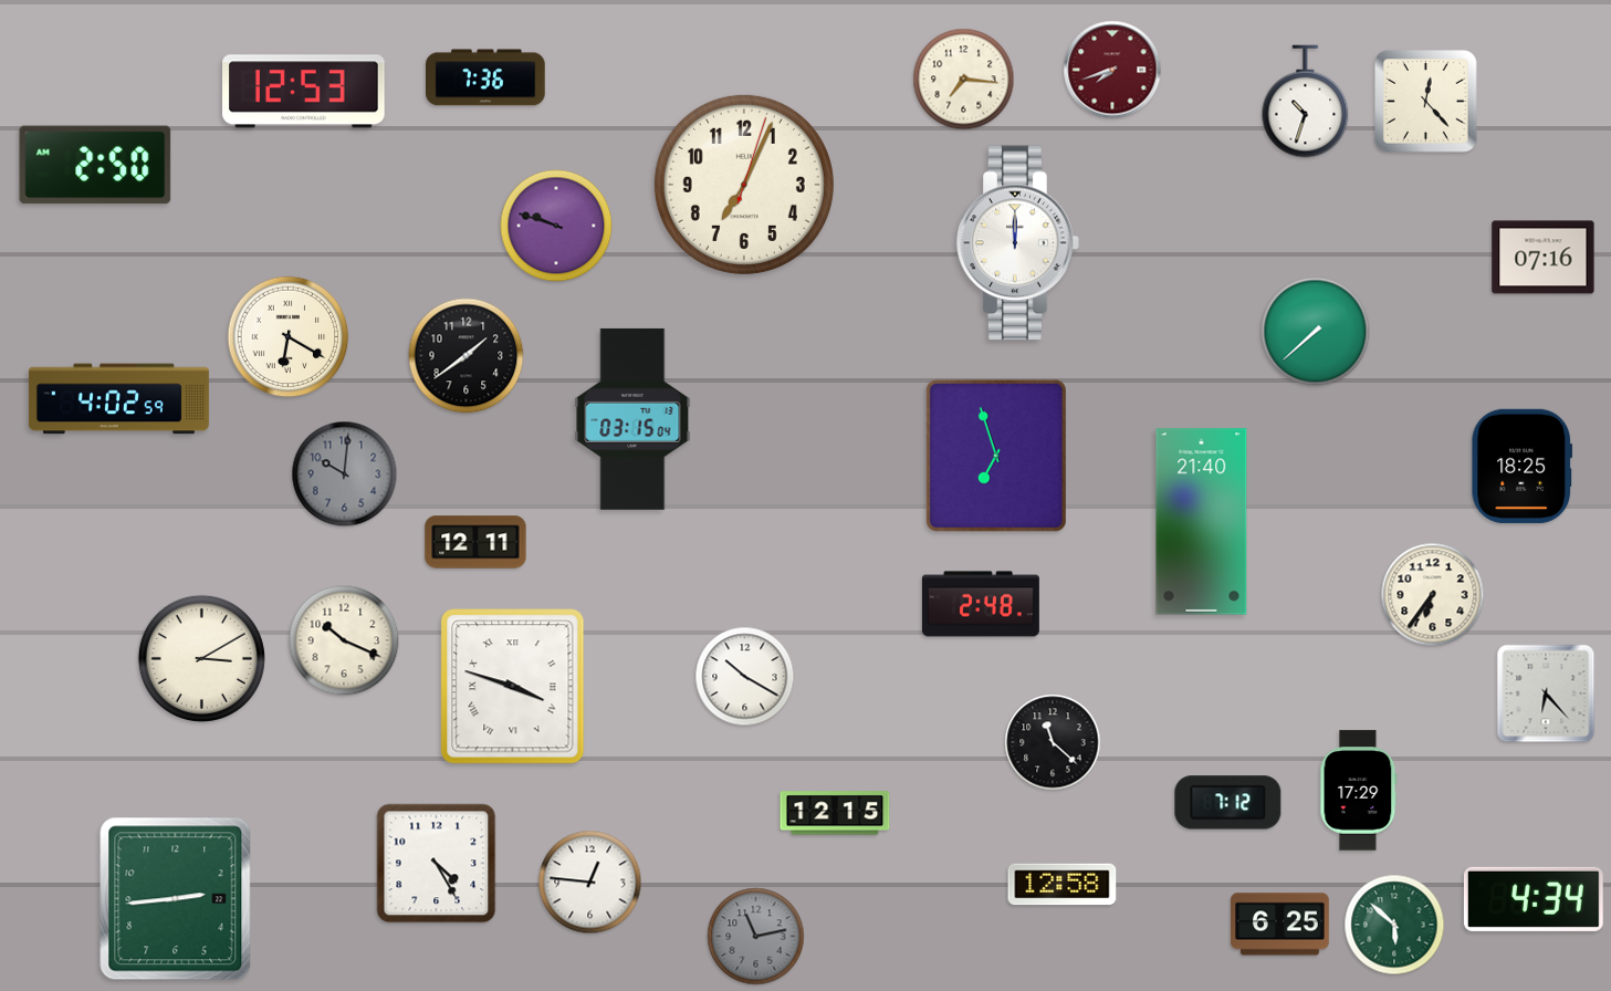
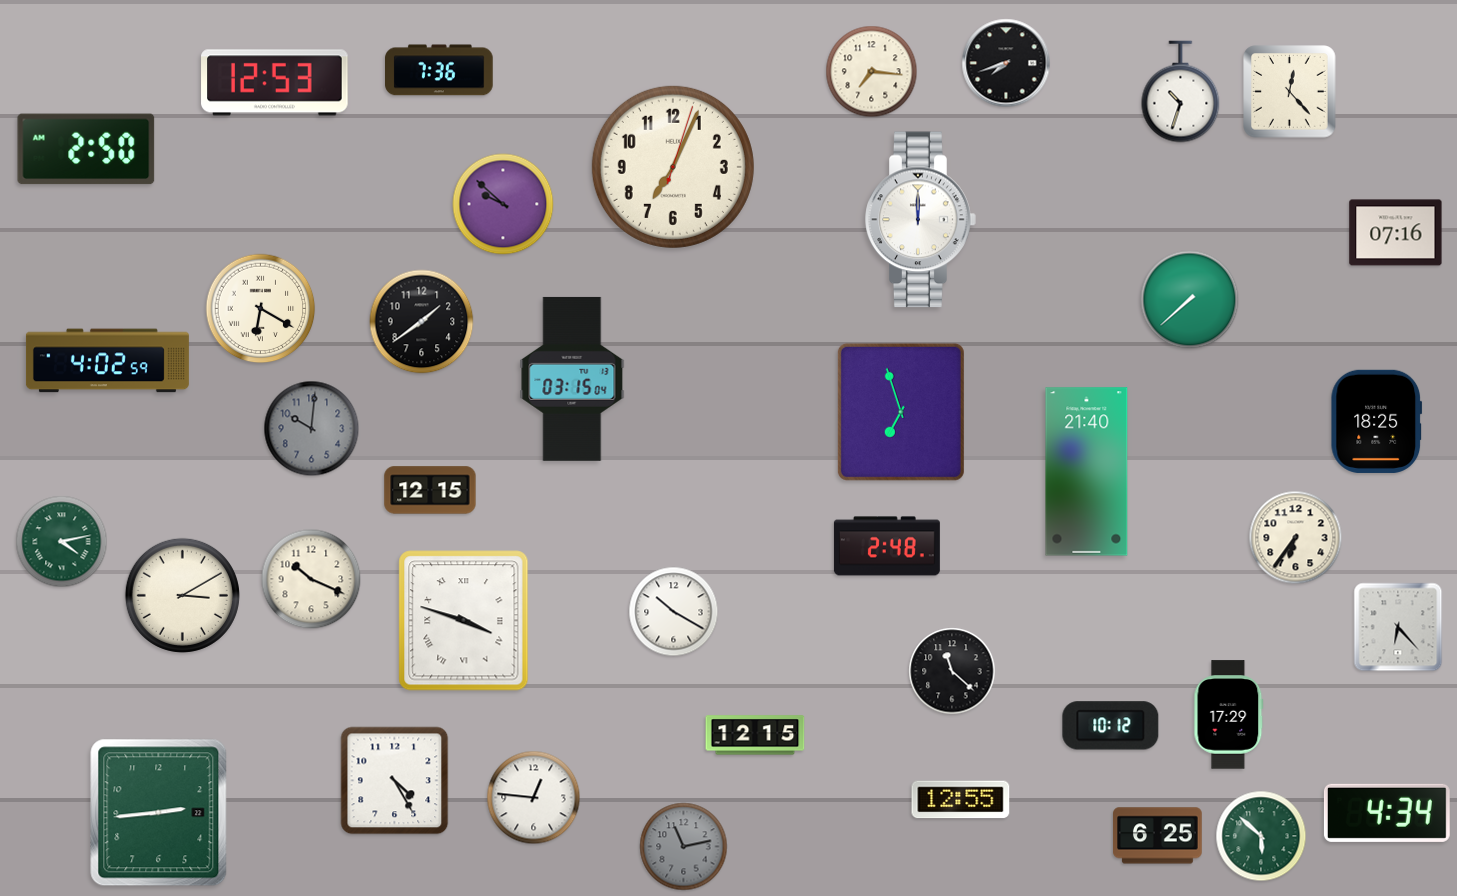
clock at (1112, 70) dial: burgundy -> black
clock at (556, 226): 9:48 -> 9:52
clock at (289, 337) position: (289, 337) -> (261, 309)
clock at (475, 542): 12:11 -> 12:15
clock at (62, 542): none -> 4:13
clock at (1228, 803): 7:12 -> 10:12
clock at (1063, 885): 12:58 -> 12:55
